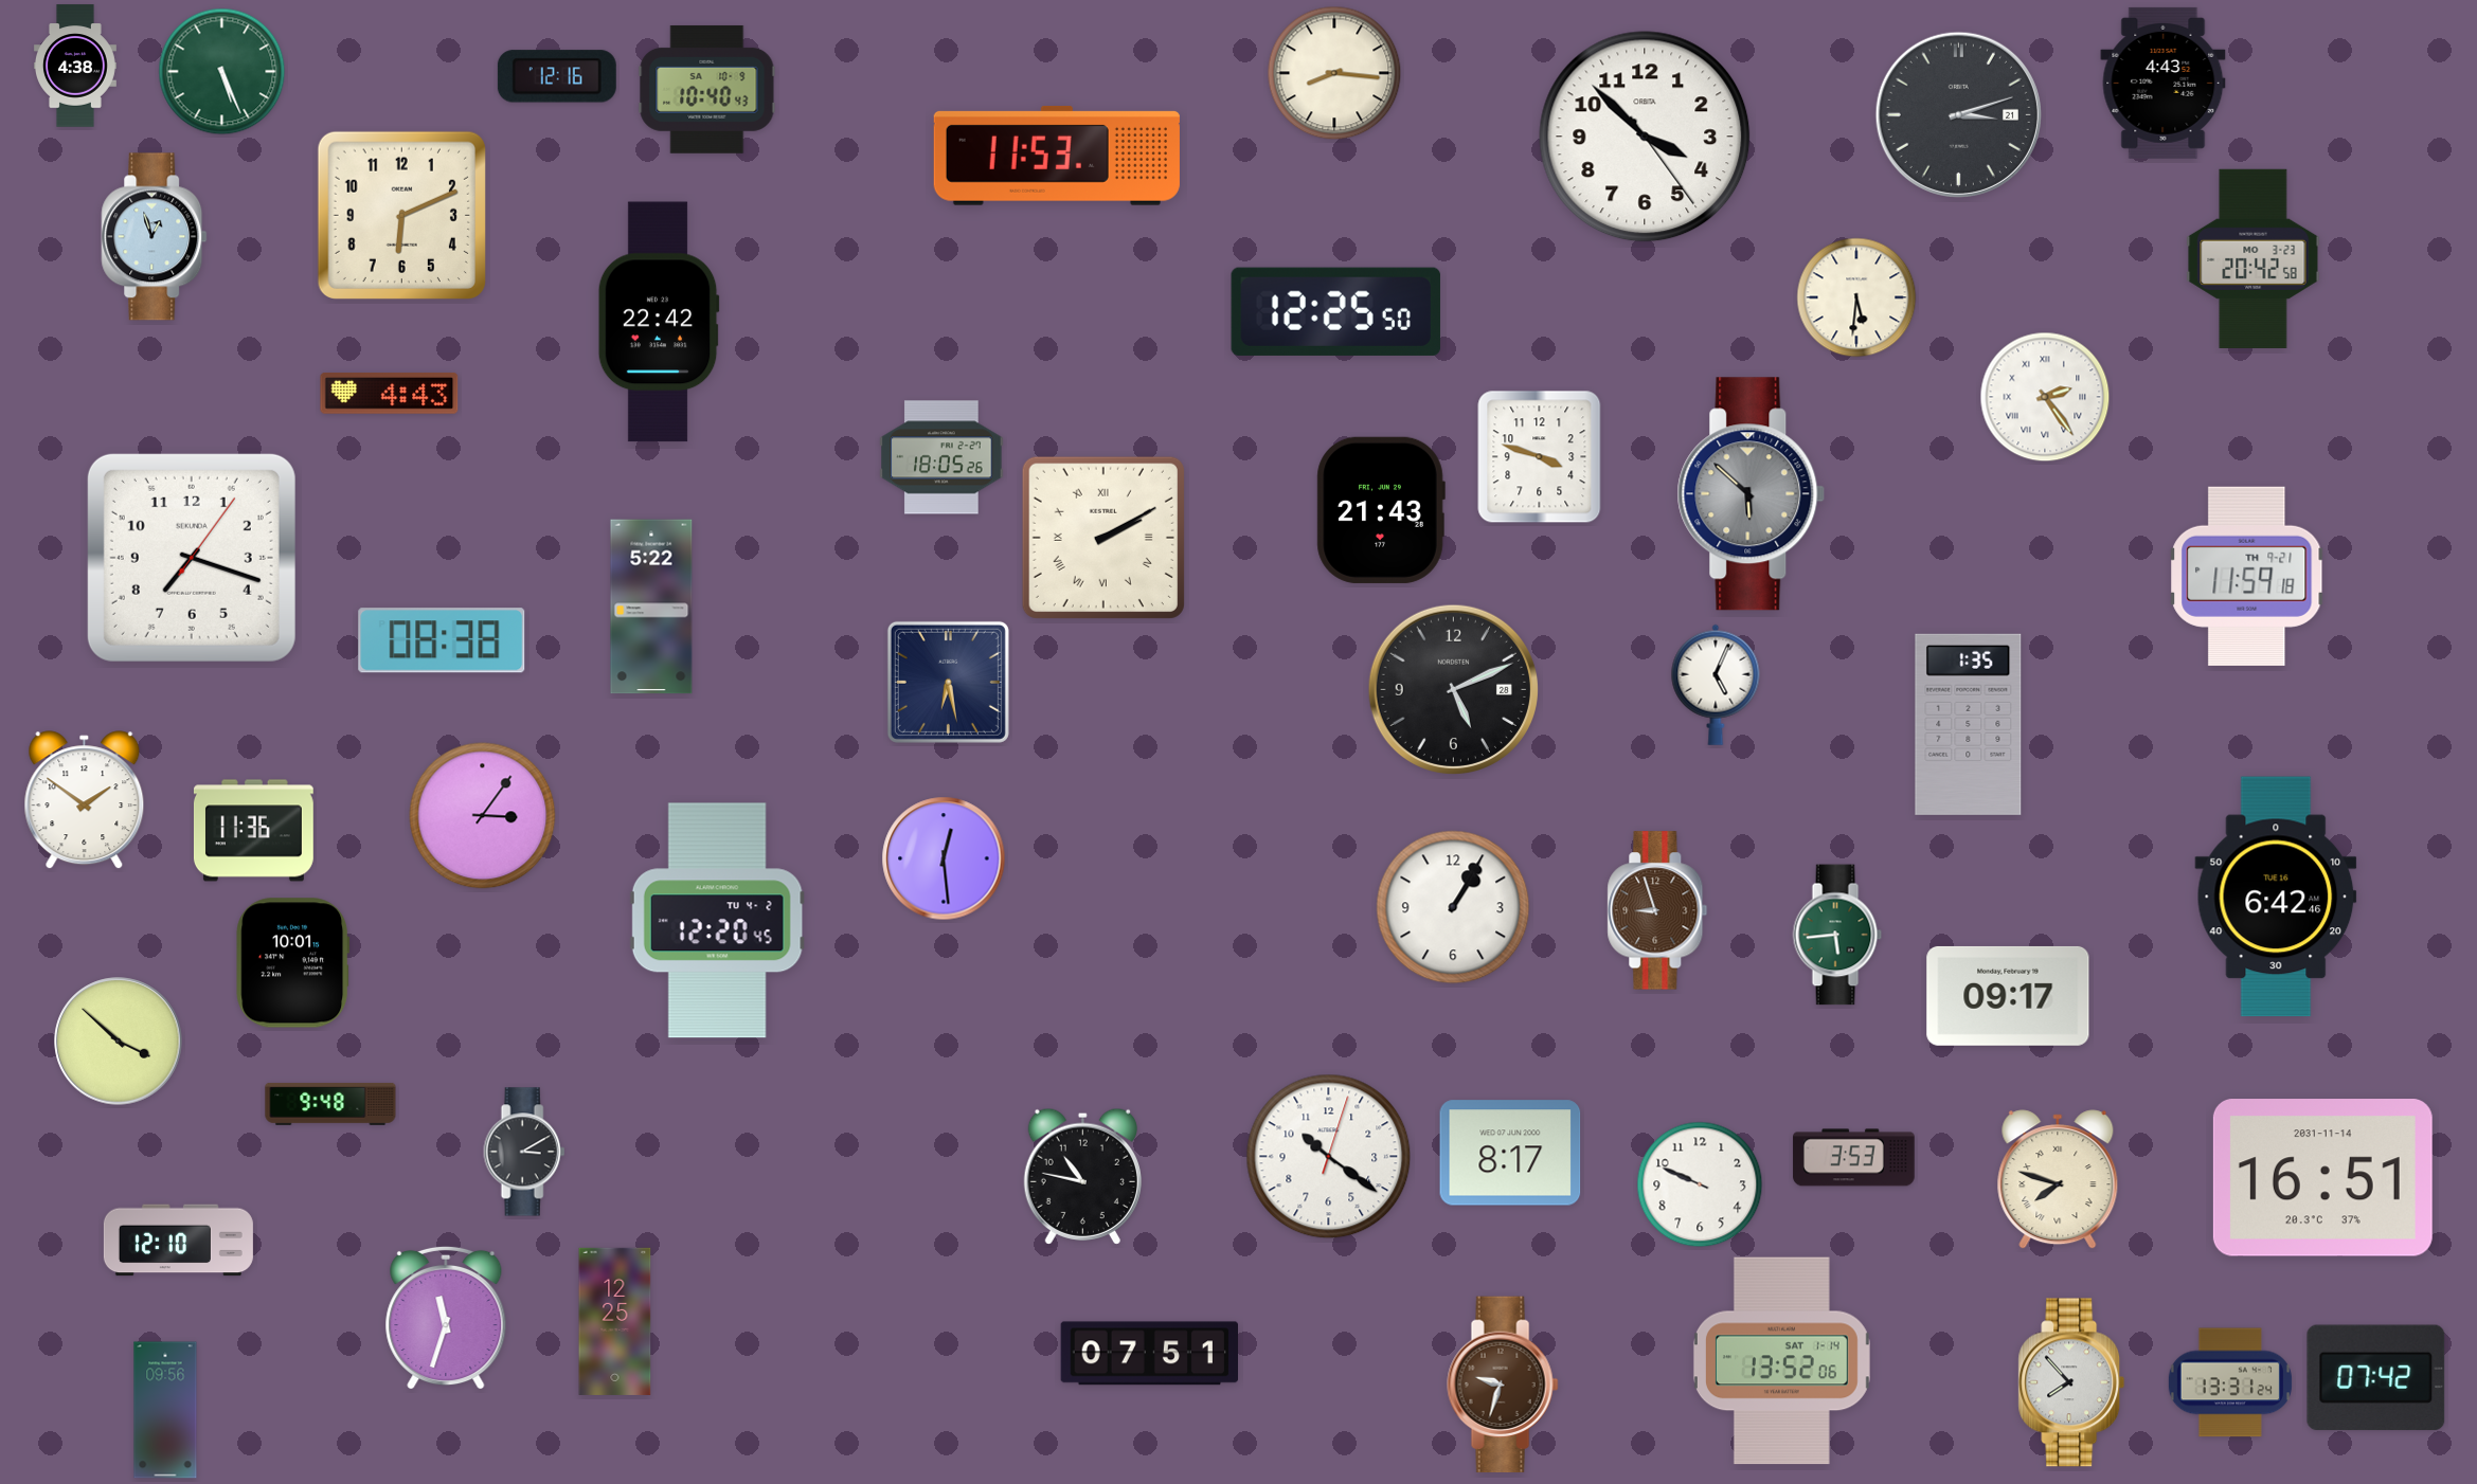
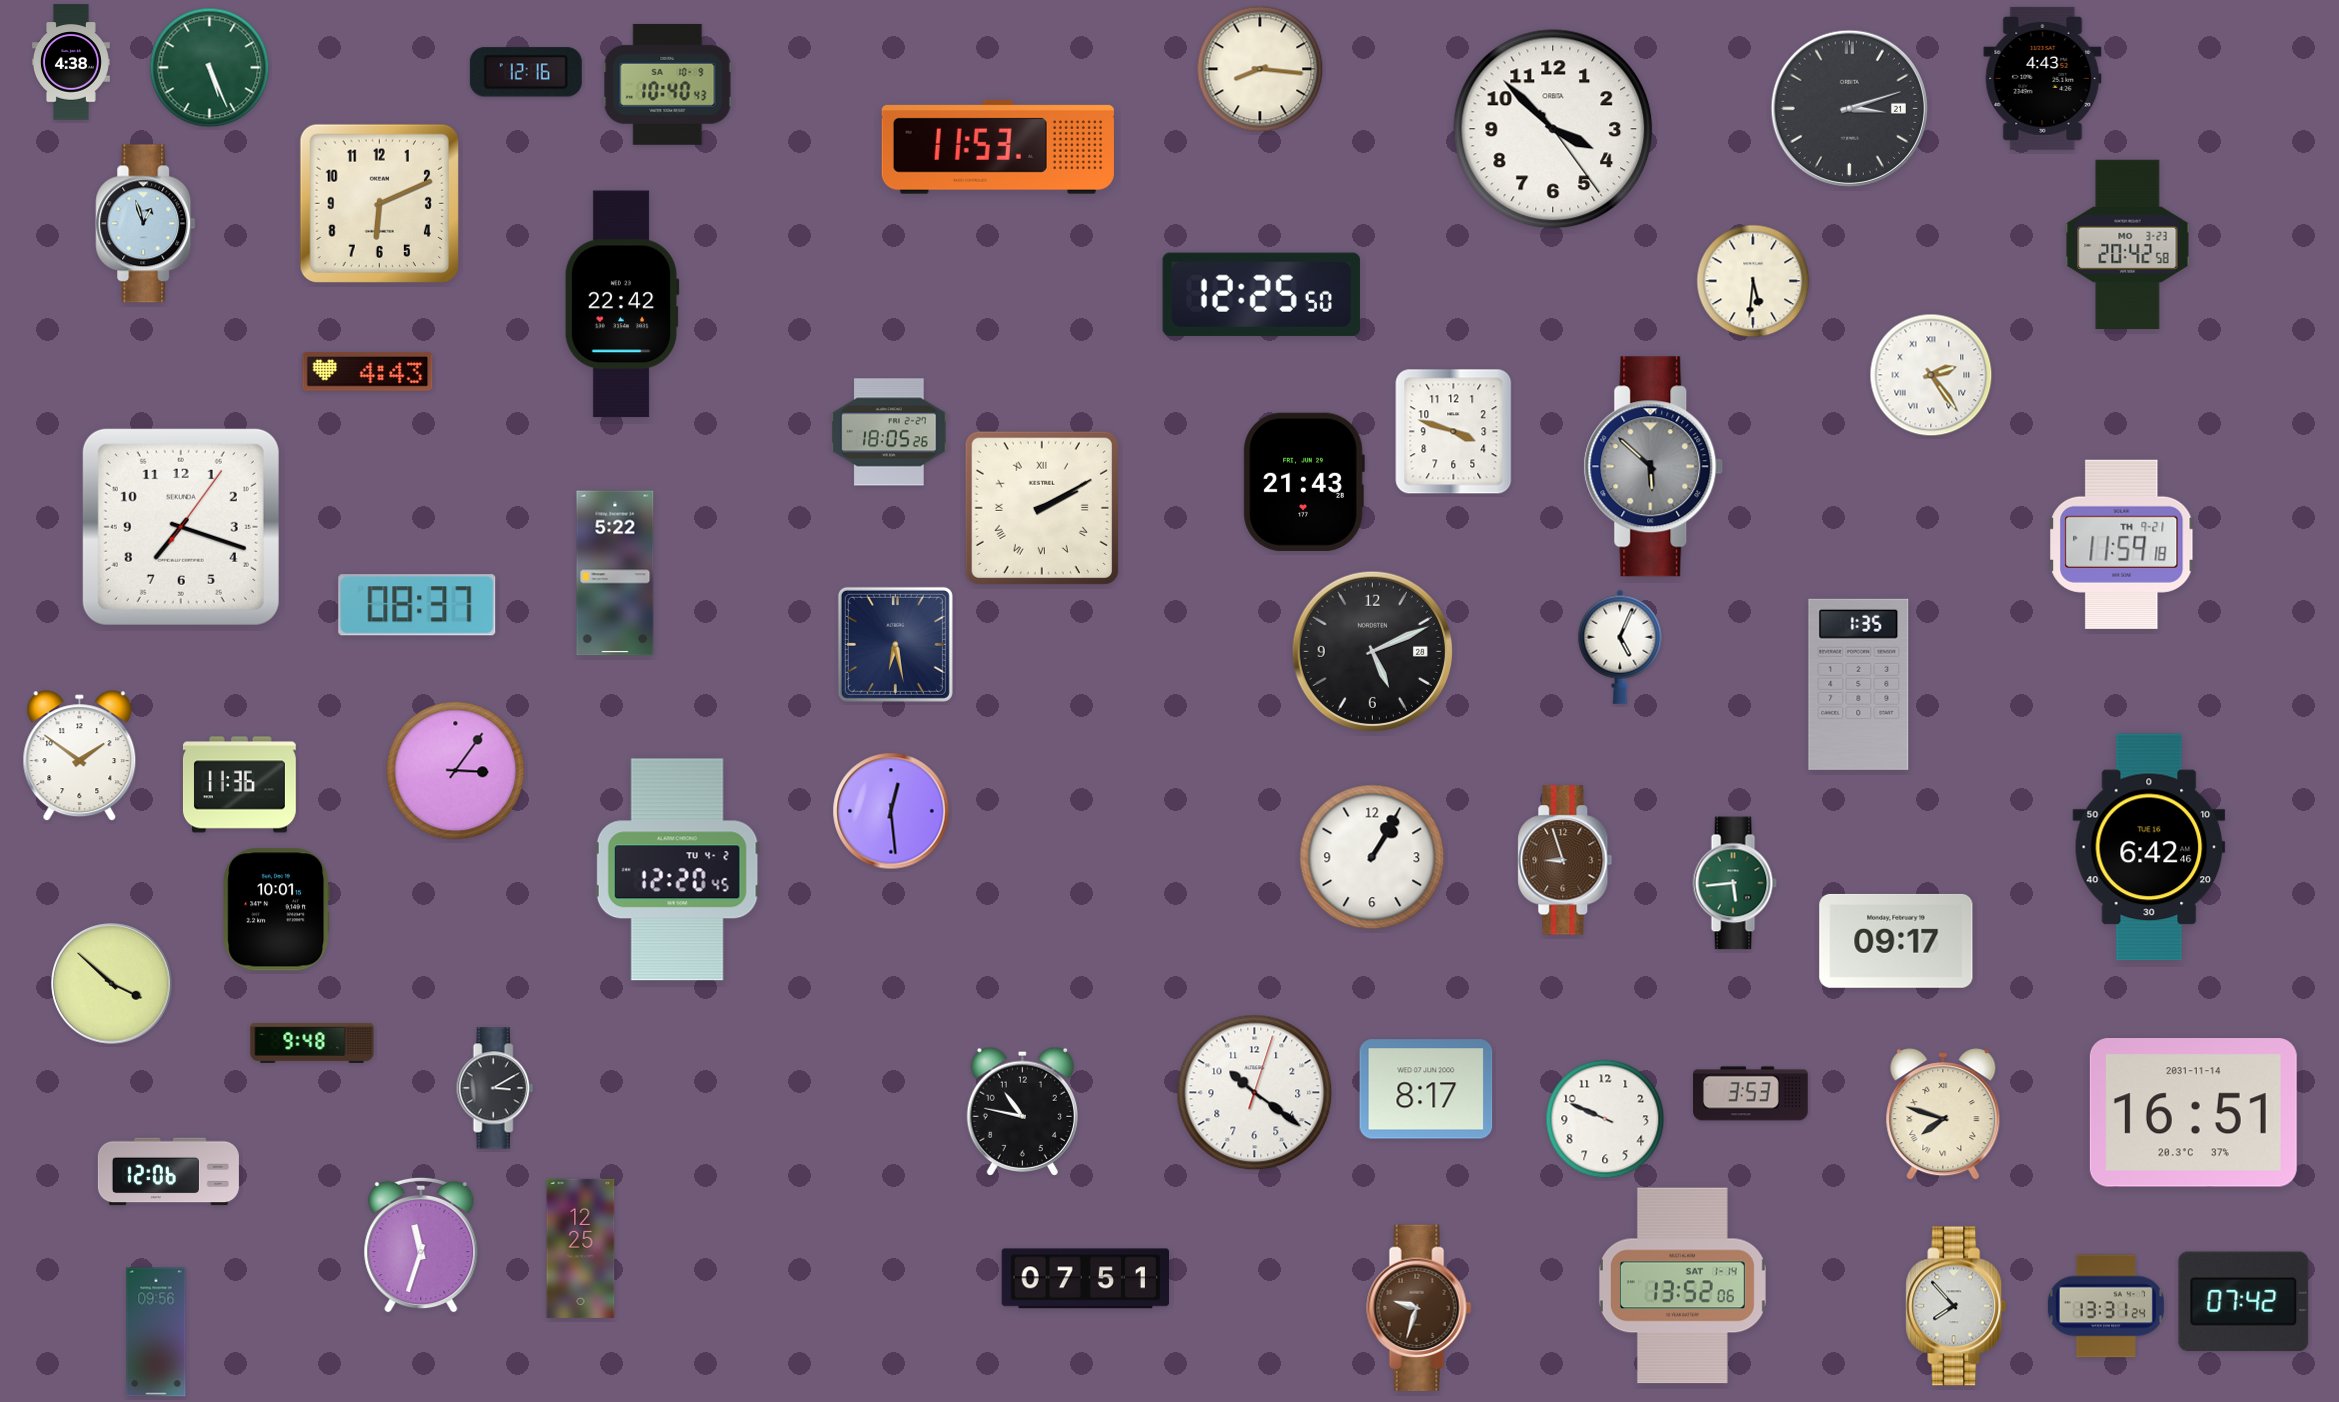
clock at (442, 640): 08:38 -> 08:37
clock at (178, 1241): 12:10 -> 12:06
